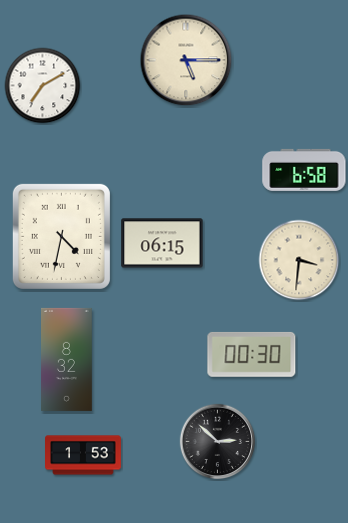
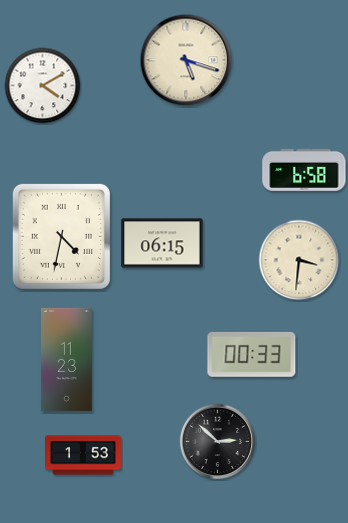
clock at (186, 60): 5:15 -> 5:18
clock at (43, 86): 7:10 -> 4:10
clock at (252, 354): 00:30 -> 00:33
clock at (67, 359): 8:32 -> 11:23
